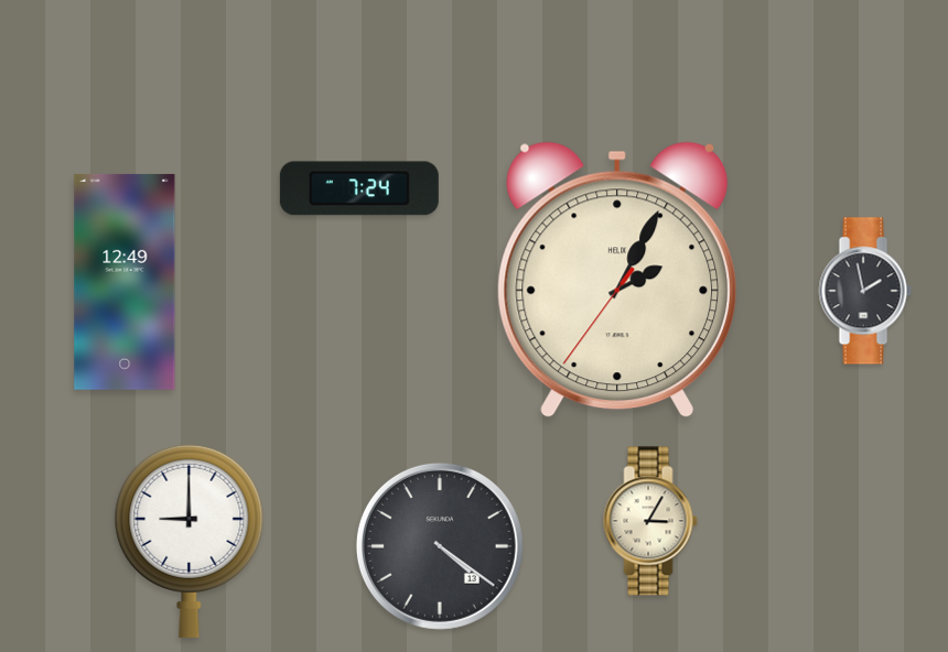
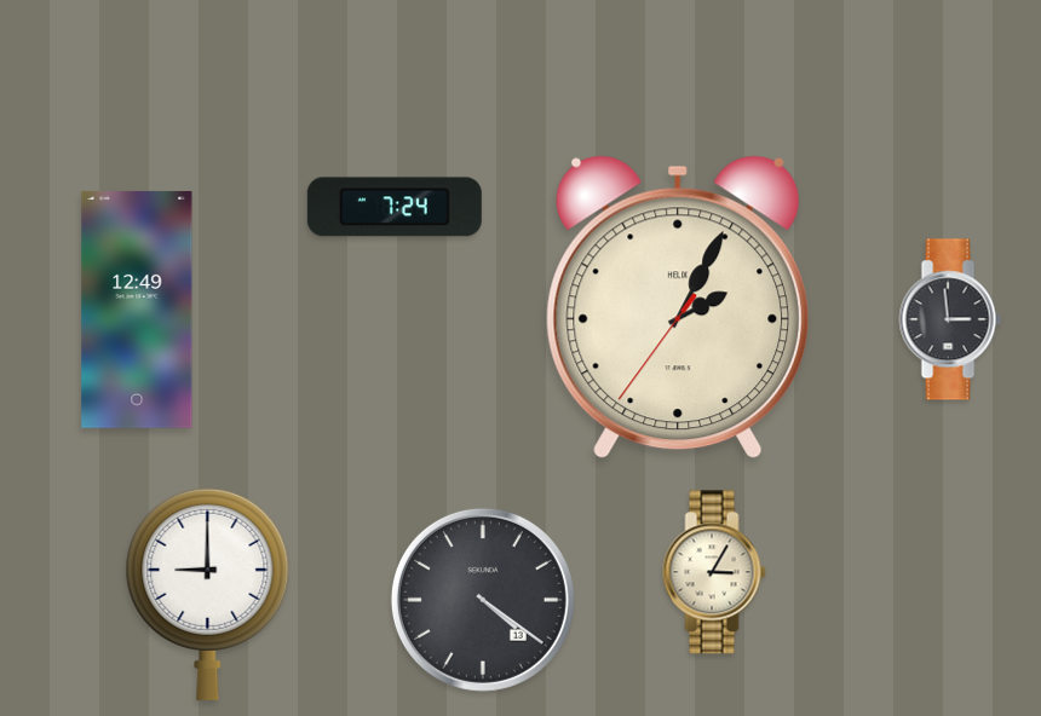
clock at (865, 291): 1:58 -> 2:59
